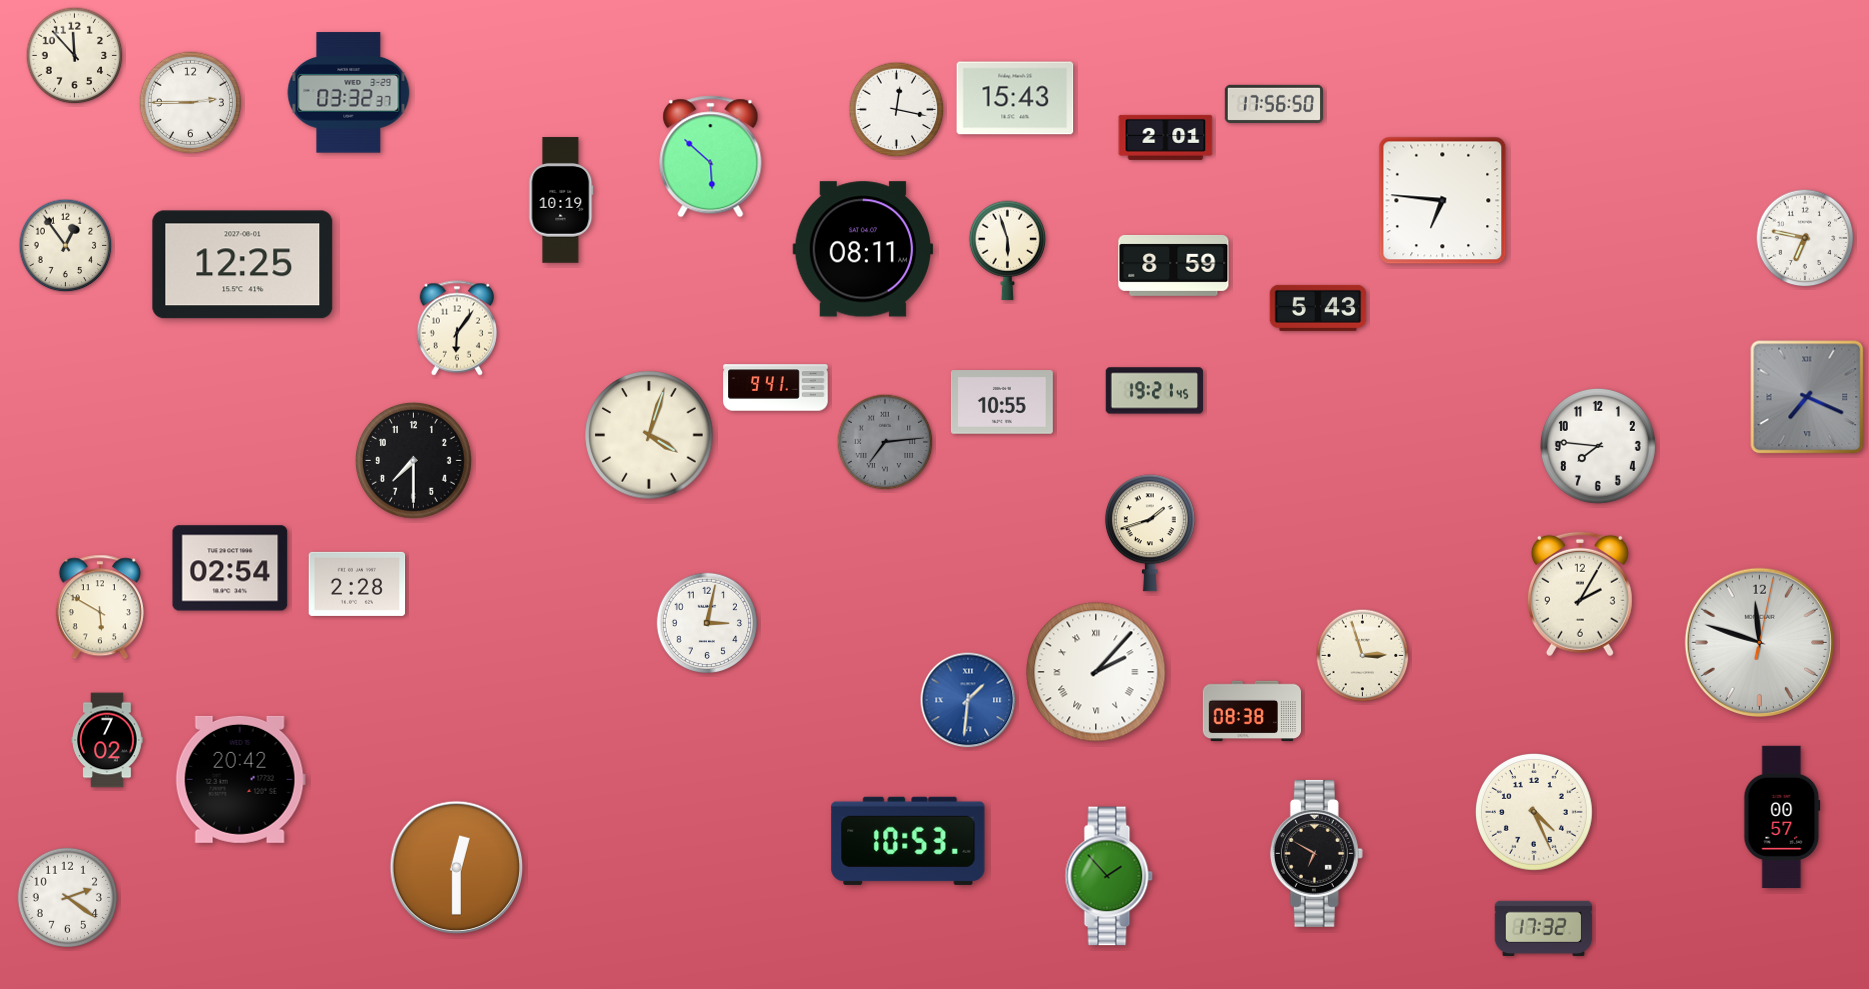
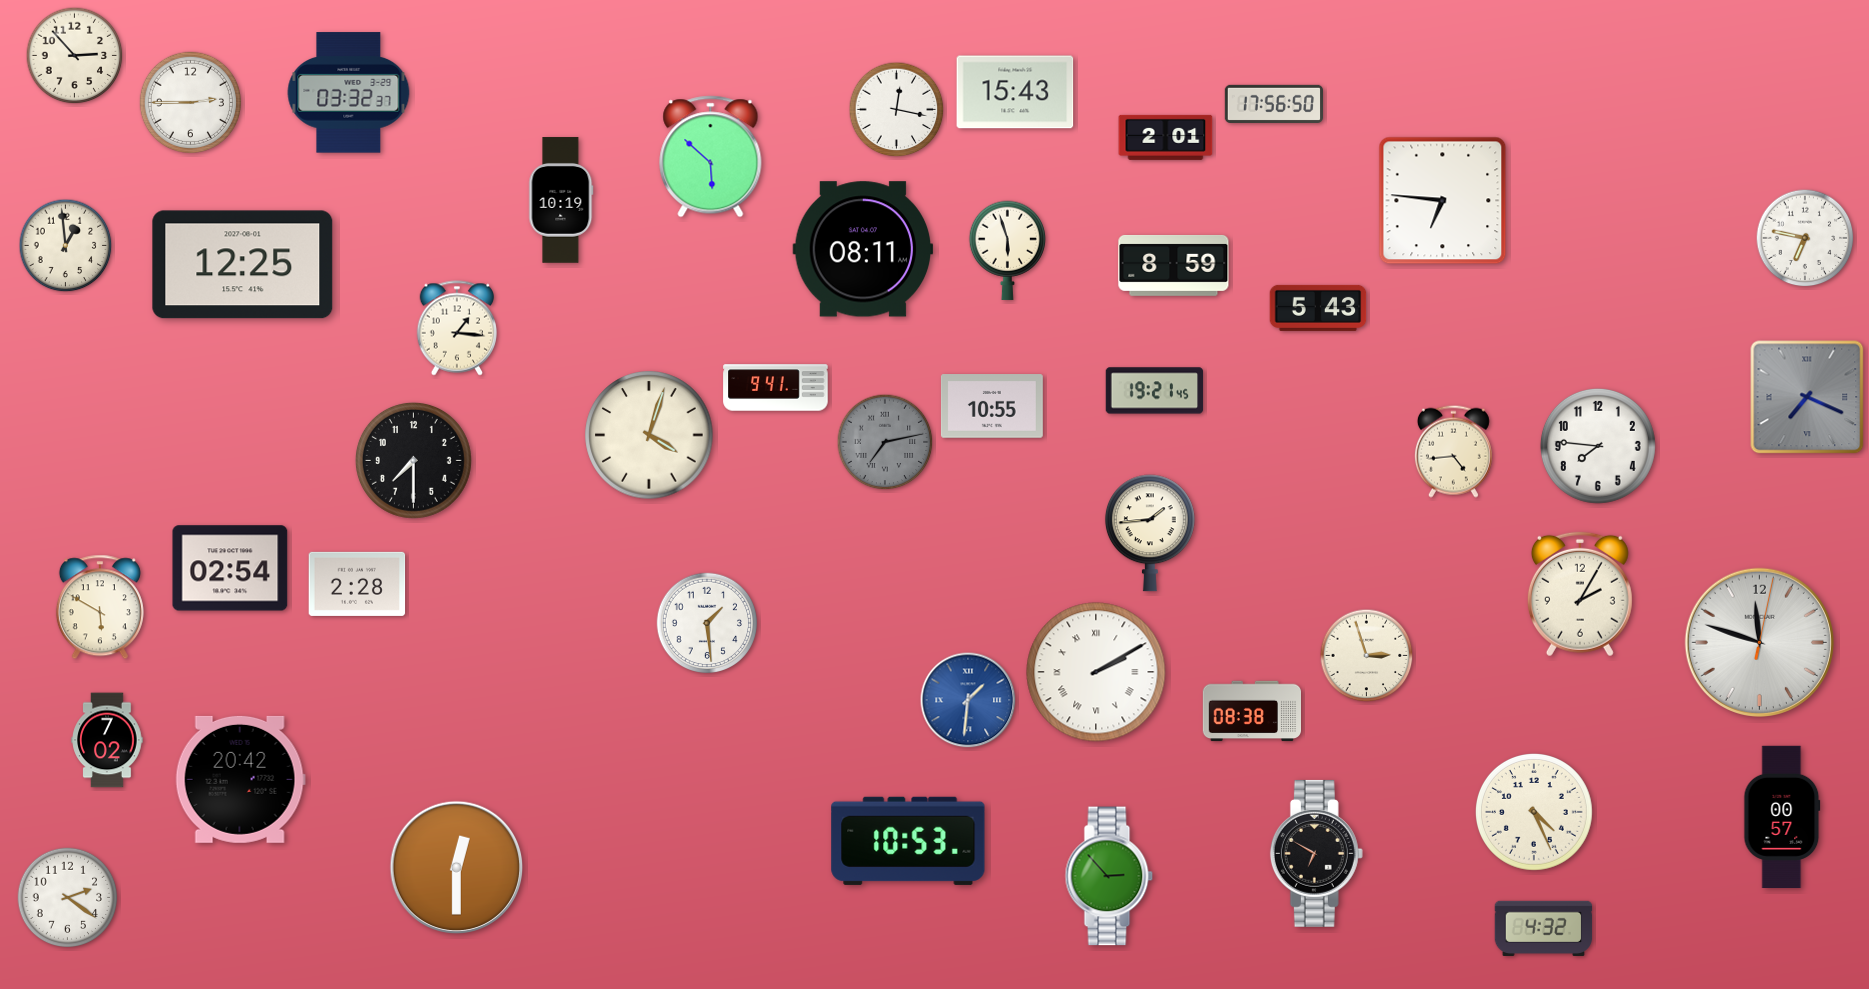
clock at (75, 56): 11:53 -> 2:53
clock at (1015, 98) position: (1015, 98) -> (1015, 92)
clock at (66, 246): 12:54 -> 12:59
clock at (457, 328): 6:06 -> 1:16
clock at (1002, 402) position: (1002, 402) -> (992, 406)
clock at (885, 442): 7:14 -> 7:13
clock at (1453, 451): none -> 4:44
clock at (1150, 533): 1:42 -> 1:44
clock at (707, 623): 3:02 -> 1:29
clock at (1363, 656) position: (1363, 656) -> (1367, 656)
clock at (1096, 672): 2:07 -> 2:10
clock at (1109, 876): 1:53 -> 2:53
clock at (1544, 928): 17:32 -> 4:32
